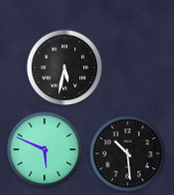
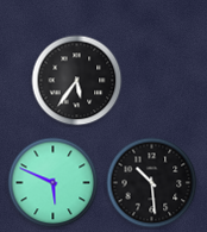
clock at (65, 68): 5:32 -> 5:36
clock at (45, 150) position: (45, 150) -> (54, 183)
